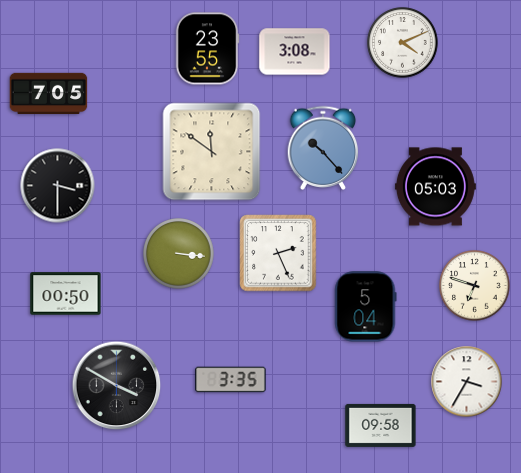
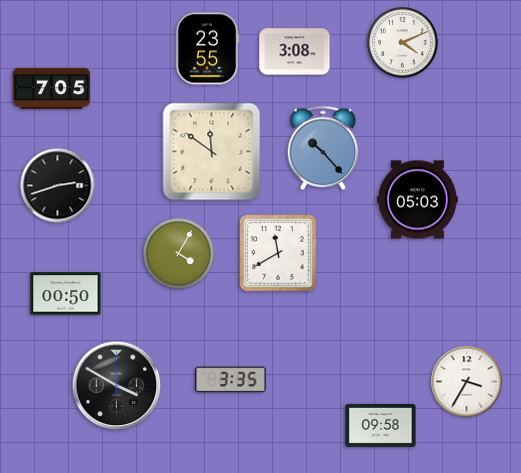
clock at (49, 93) position: (49, 93) -> (52, 88)
clock at (58, 186): 3:30 -> 2:42
clock at (435, 187) position: (435, 187) -> (417, 200)
clock at (278, 253): 2:26 -> 11:40
clock at (179, 254): 3:16 -> 4:05
clock at (475, 286): 6:48 -> none
clock at (366, 307): 5:04 -> none
